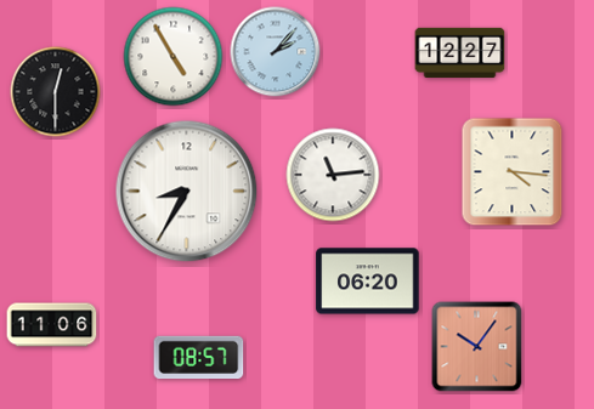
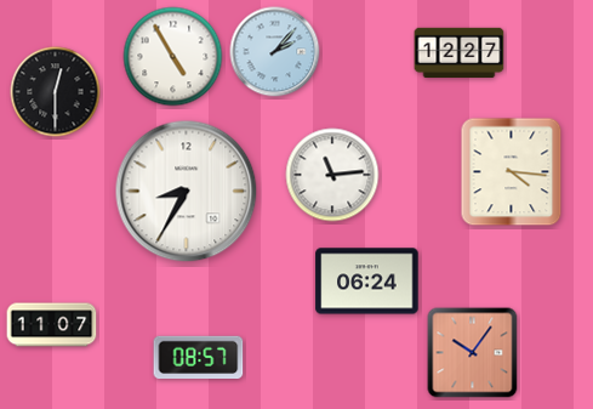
clock at (368, 282): 06:20 -> 06:24
clock at (52, 325): 11:06 -> 11:07
clock at (477, 347) position: (477, 347) -> (473, 353)
